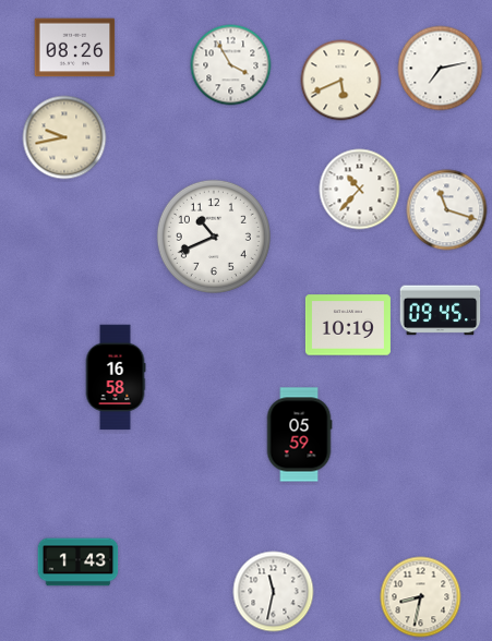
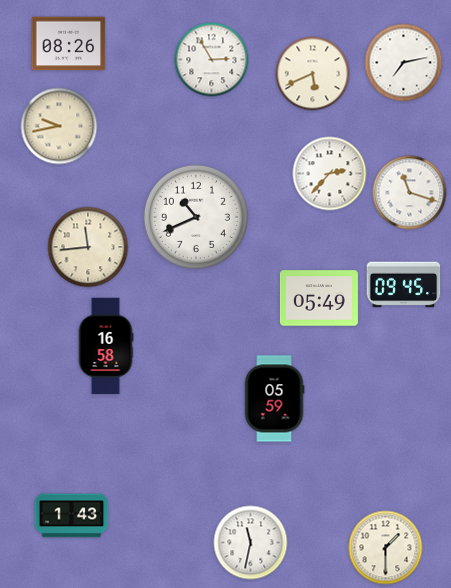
clock at (231, 65): 3:55 -> 2:55
clock at (360, 190): 10:37 -> 2:37
clock at (88, 247): none -> 11:44
clock at (348, 325): 10:19 -> 05:49
clock at (421, 597): 8:32 -> 1:30
